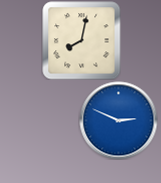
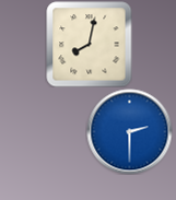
clock at (118, 120): 2:49 -> 2:30
